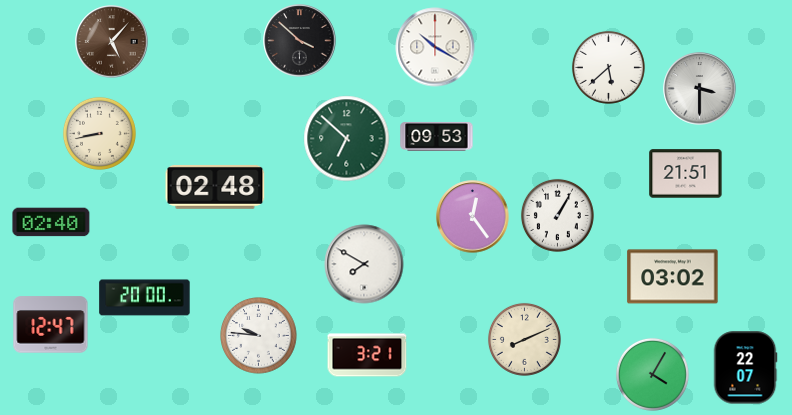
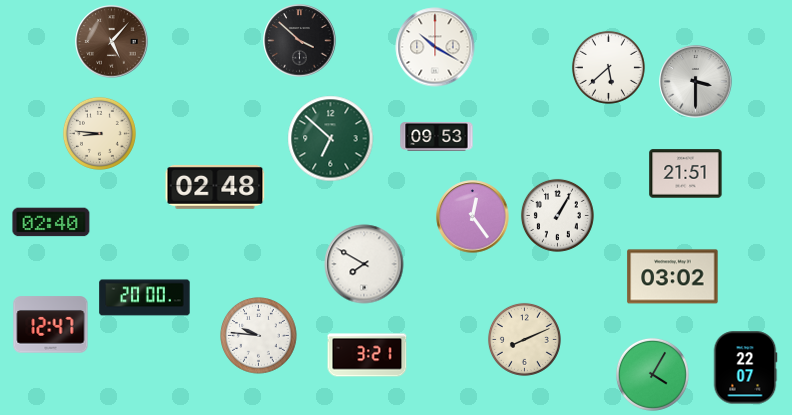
clock at (700, 89) position: (700, 89) -> (696, 82)
clock at (99, 133): 8:43 -> 8:46
clock at (347, 139) position: (347, 139) -> (331, 139)
